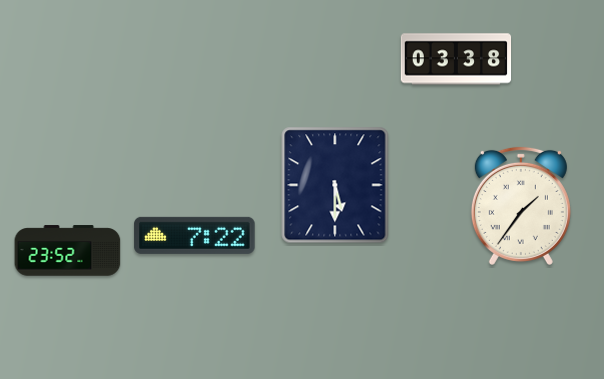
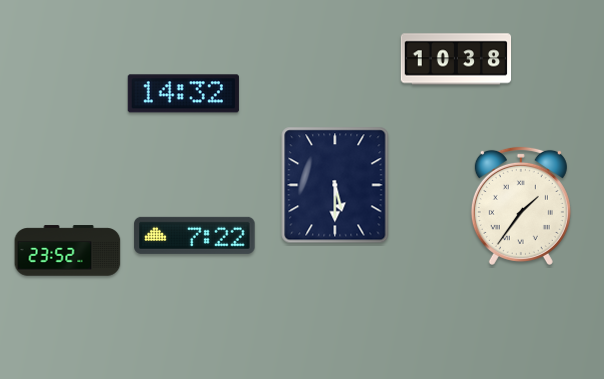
clock at (456, 59): 03:38 -> 10:38
clock at (183, 94): none -> 14:32
